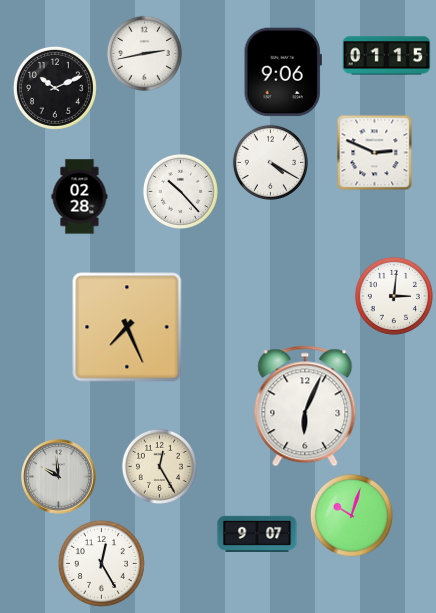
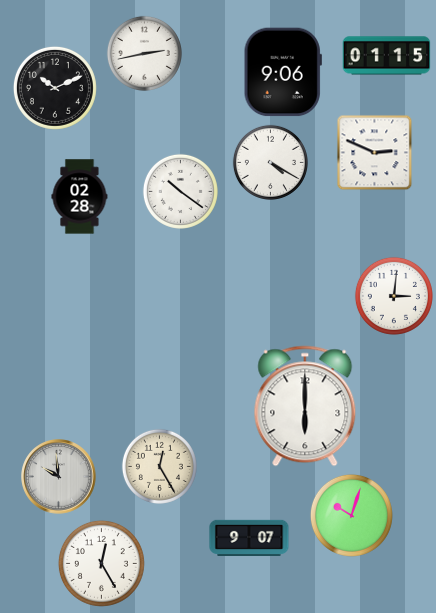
clock at (180, 191): 10:23 -> 10:21
clock at (127, 327): 7:26 -> none
clock at (305, 406): 6:04 -> 6:00
clock at (257, 533) position: (257, 533) -> (249, 537)
